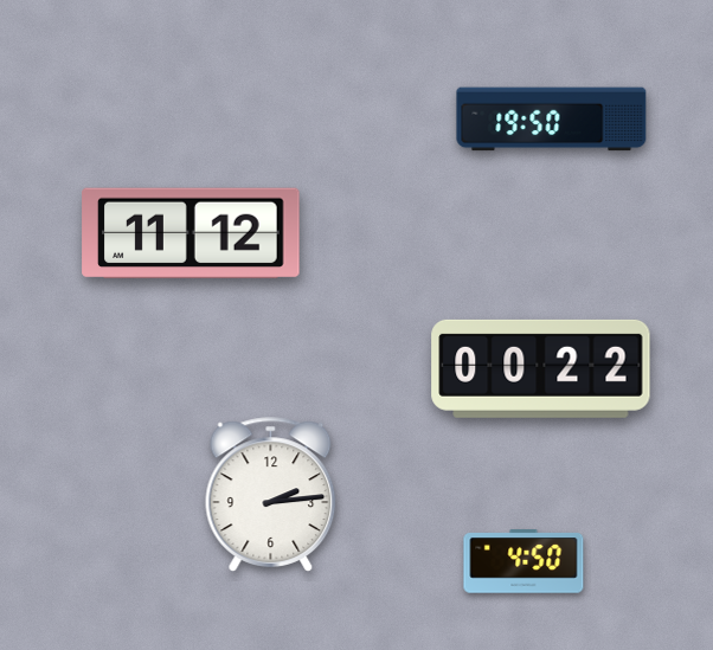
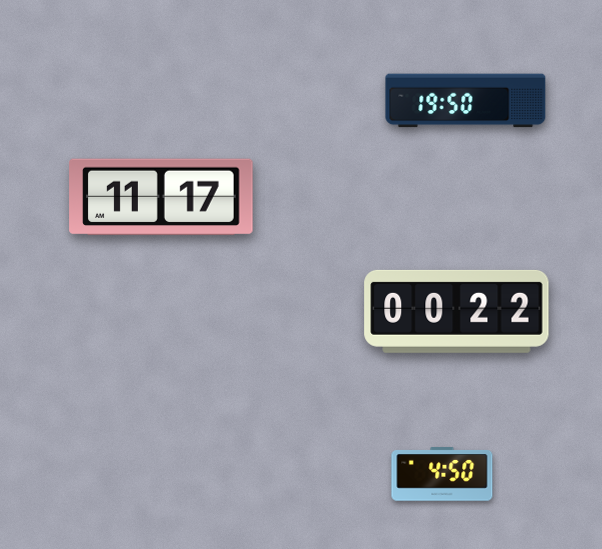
clock at (191, 233): 11:12 -> 11:17
clock at (271, 495): 2:14 -> none
